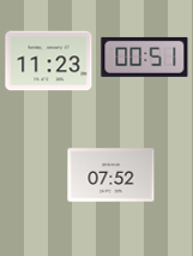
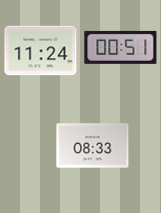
clock at (49, 61): 11:23 -> 11:24
clock at (111, 175): 07:52 -> 08:33
